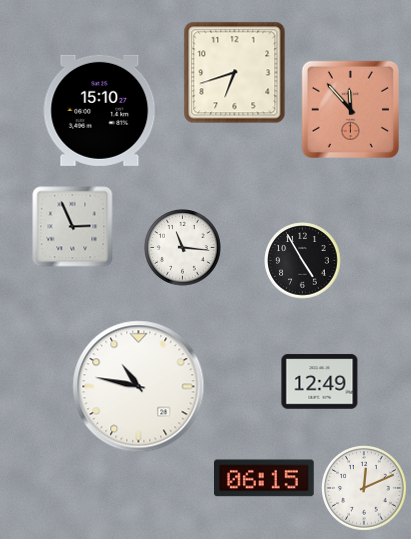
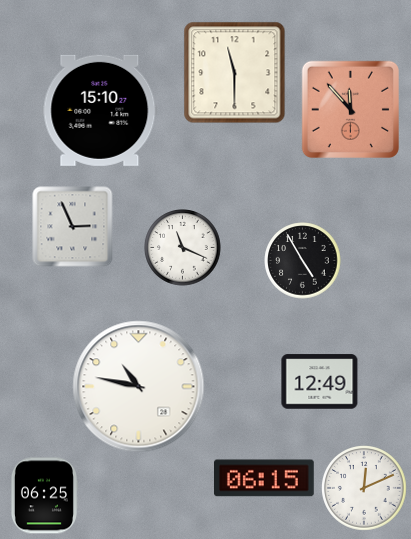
clock at (235, 73): 6:42 -> 11:30
clock at (183, 248): 11:16 -> 11:19
clock at (44, 496): none -> 06:25
